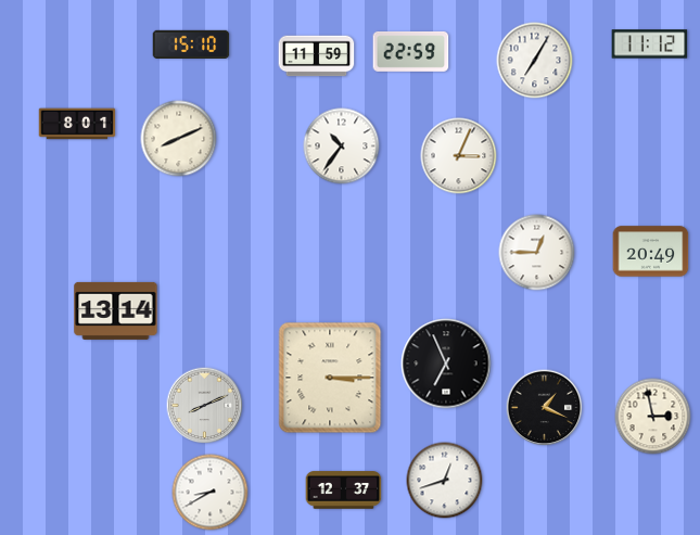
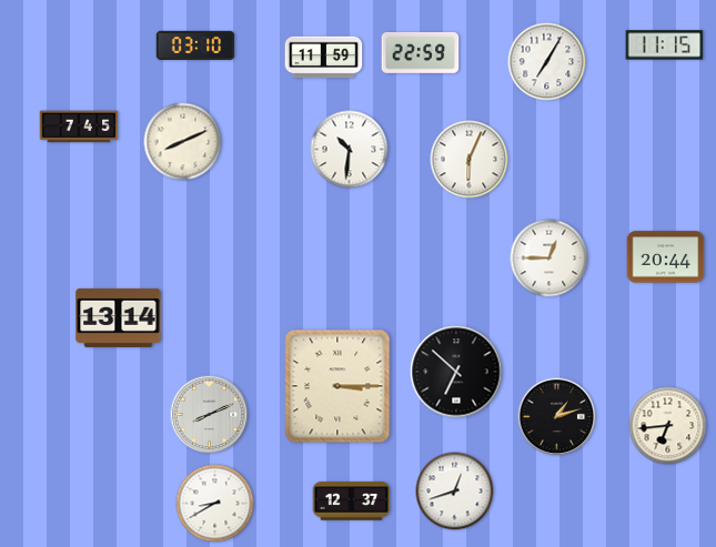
clock at (191, 43): 15:10 -> 03:10
clock at (650, 44): 11:12 -> 11:15
clock at (77, 124): 8:01 -> 7:45
clock at (342, 147): 10:36 -> 10:31
clock at (459, 156): 3:04 -> 6:04
clock at (651, 252): 20:49 -> 20:44
clock at (446, 364): 6:56 -> 6:52
clock at (545, 408): 1:19 -> 1:12
clock at (653, 417): 2:58 -> 6:44
